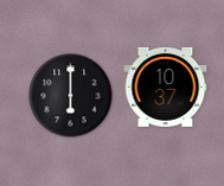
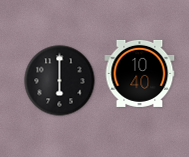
clock at (166, 86): 10:37 -> 10:40
